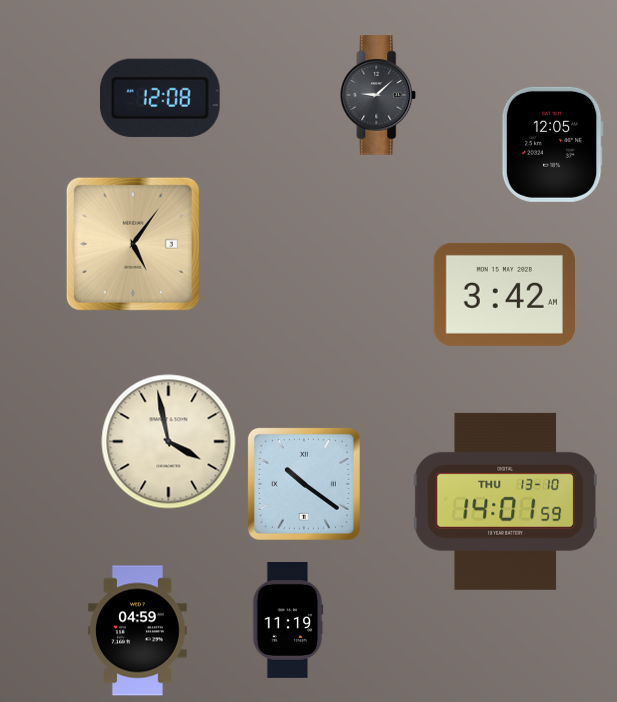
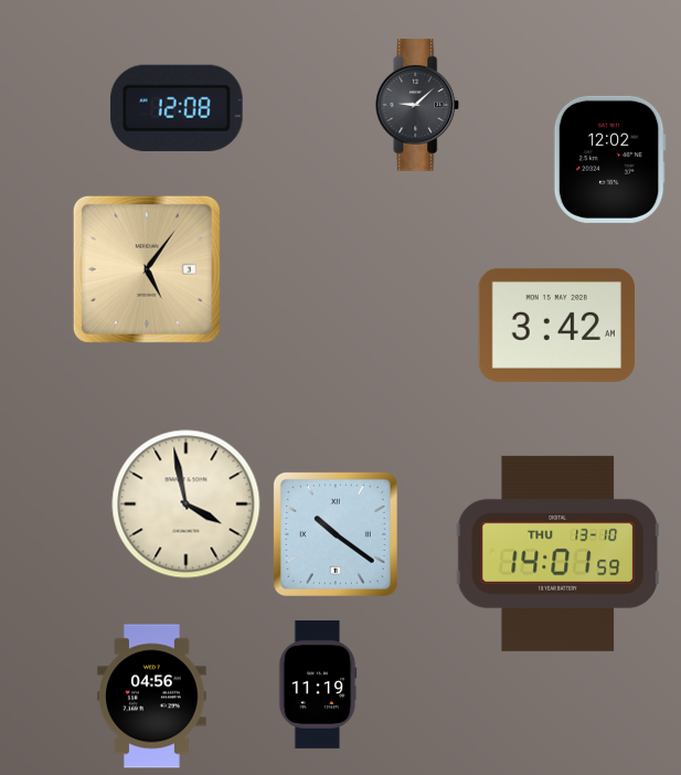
clock at (552, 144): 12:05 -> 12:02
clock at (169, 442) position: (169, 442) -> (187, 505)
clock at (138, 631): 04:59 -> 04:56
